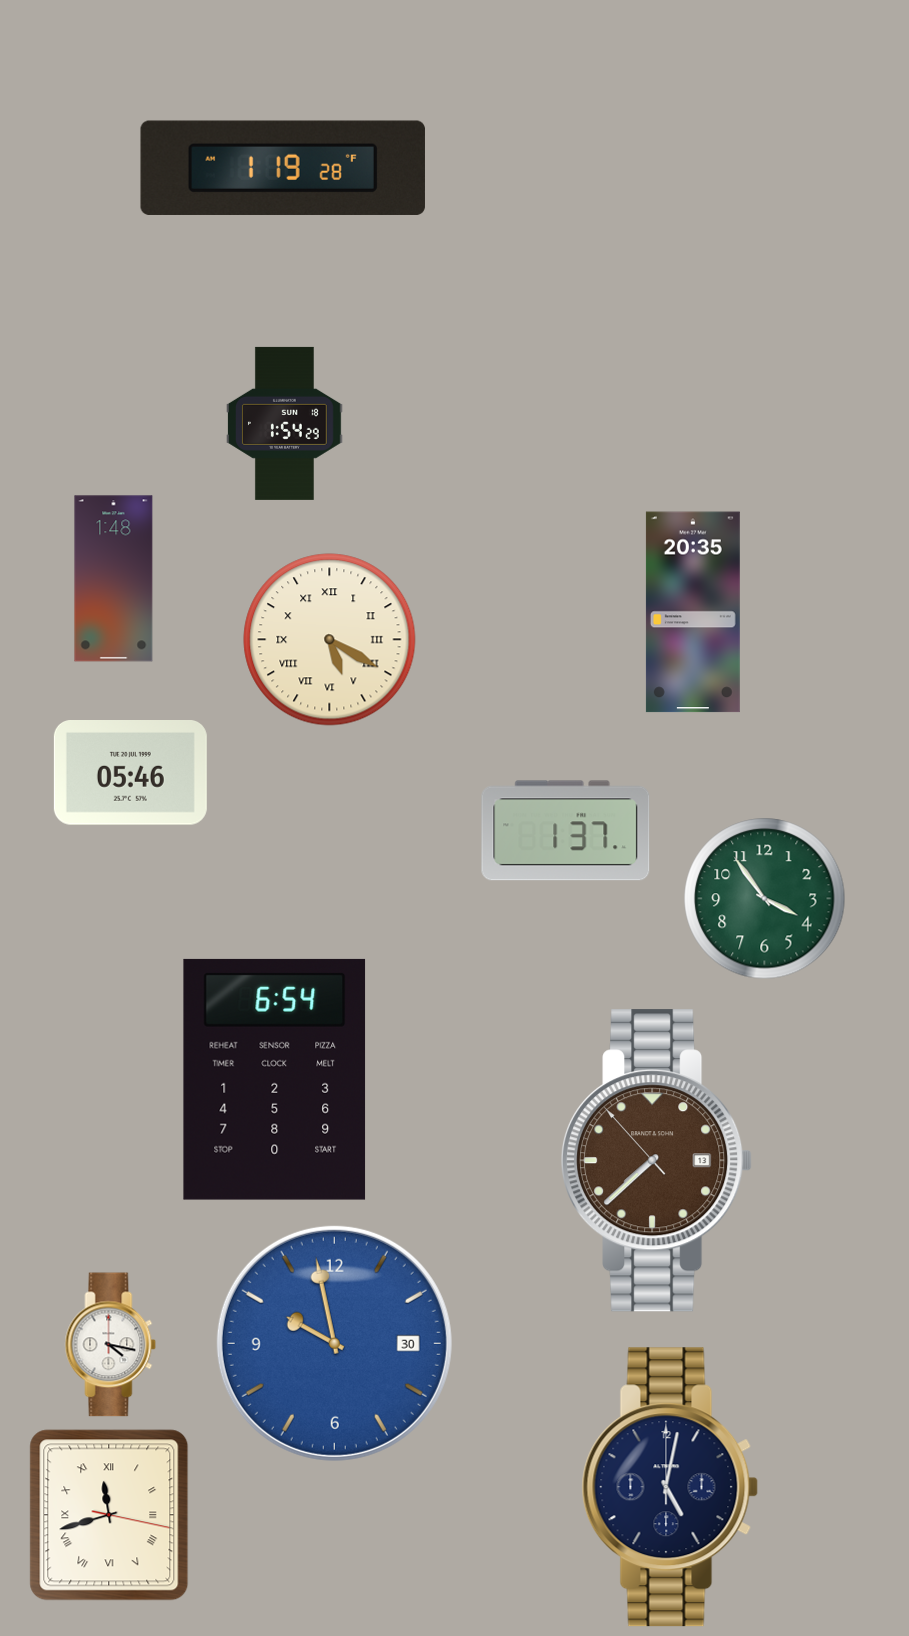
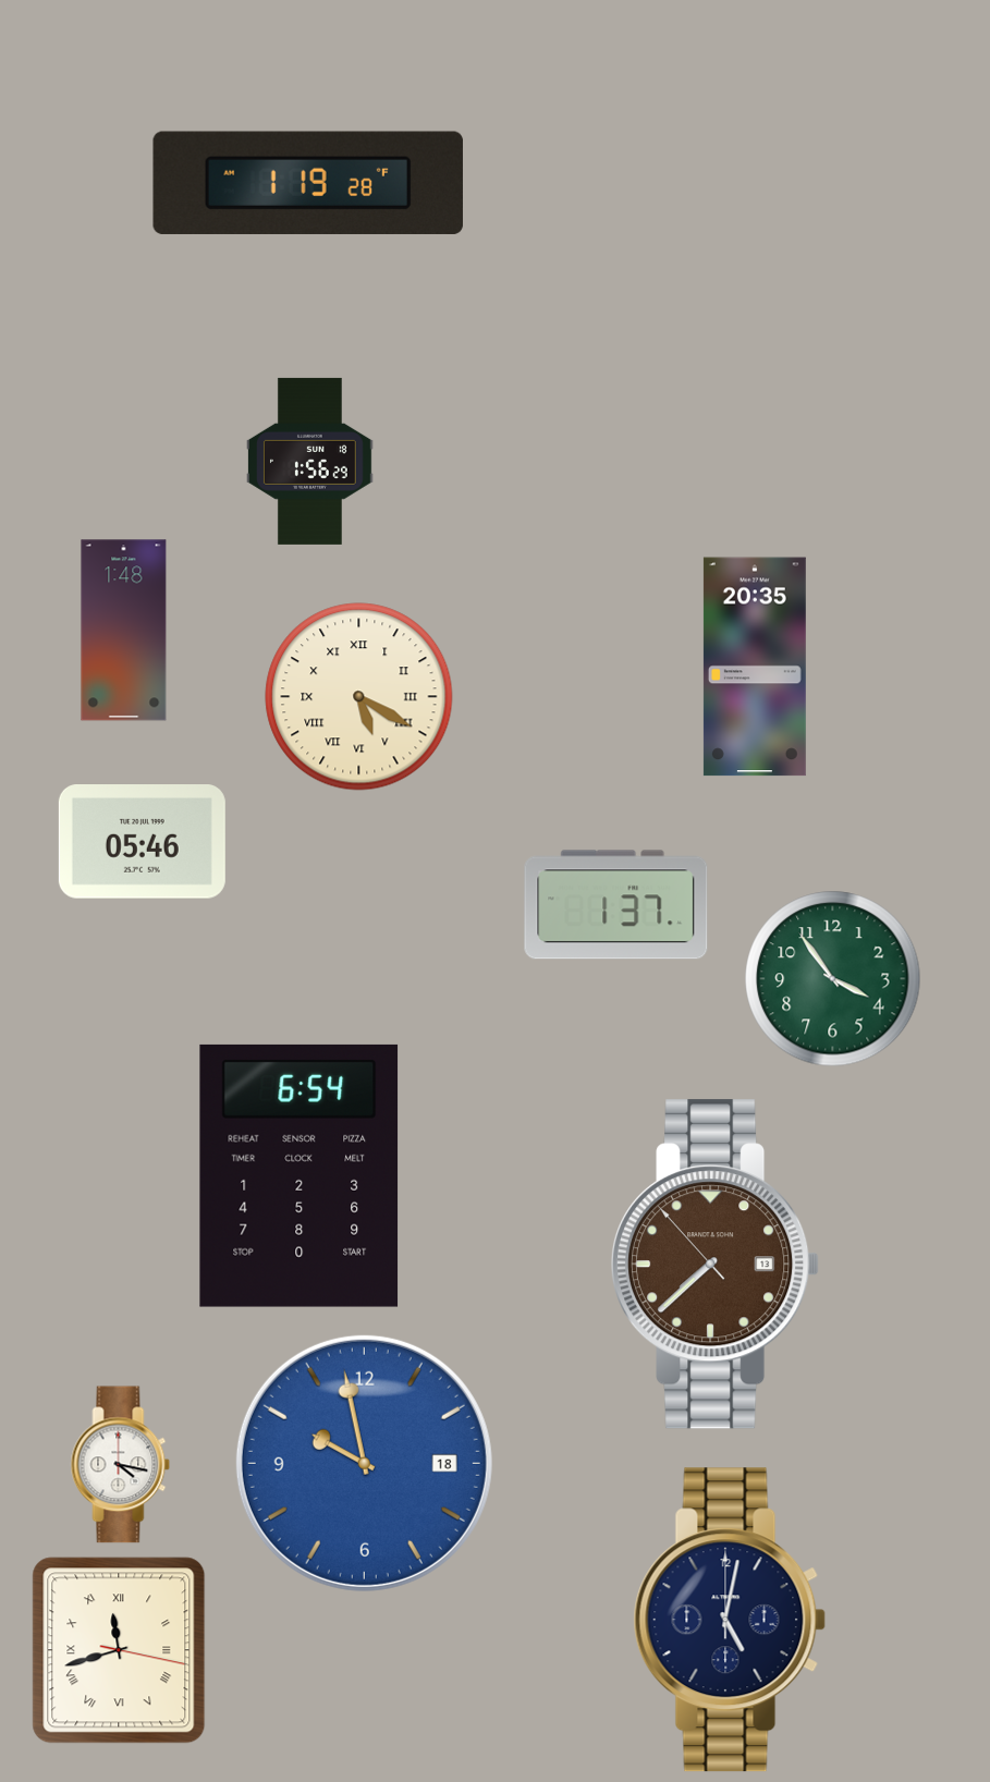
clock at (285, 423): 1:54 -> 1:56
clock at (334, 1343) date: 30 -> 18
